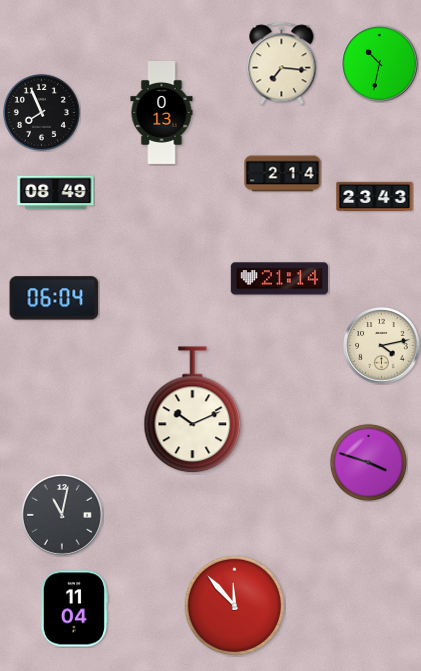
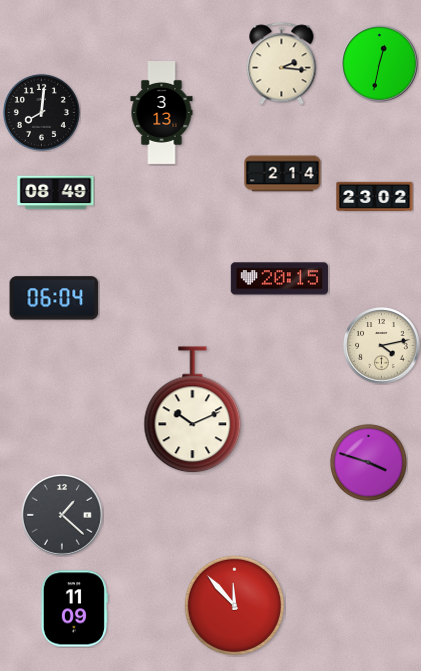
clock at (282, 64): 7:16 -> 2:16
clock at (380, 64): 10:32 -> 12:32
clock at (41, 112): 7:56 -> 8:01
clock at (162, 113): 0:13 -> 3:13
clock at (375, 197): 23:43 -> 23:02
clock at (279, 279): 21:14 -> 20:15
clock at (63, 516): 11:02 -> 1:22
clock at (74, 609): 11:04 -> 11:09
